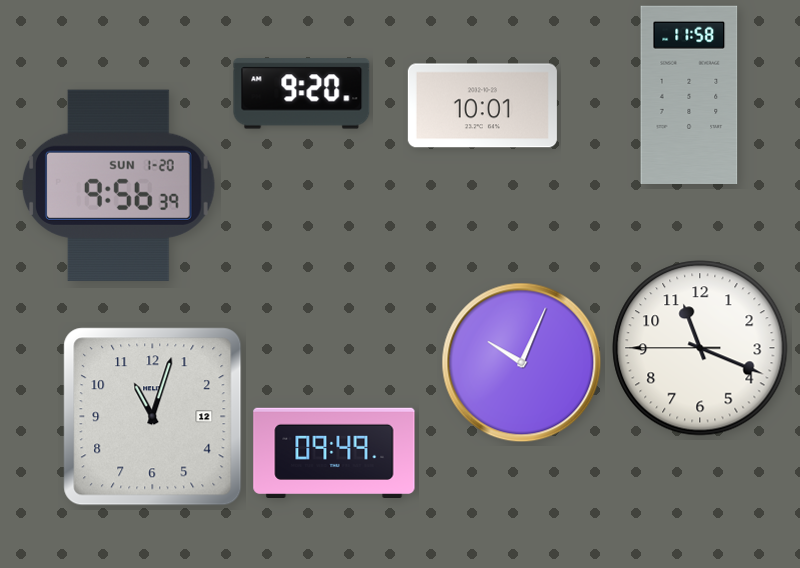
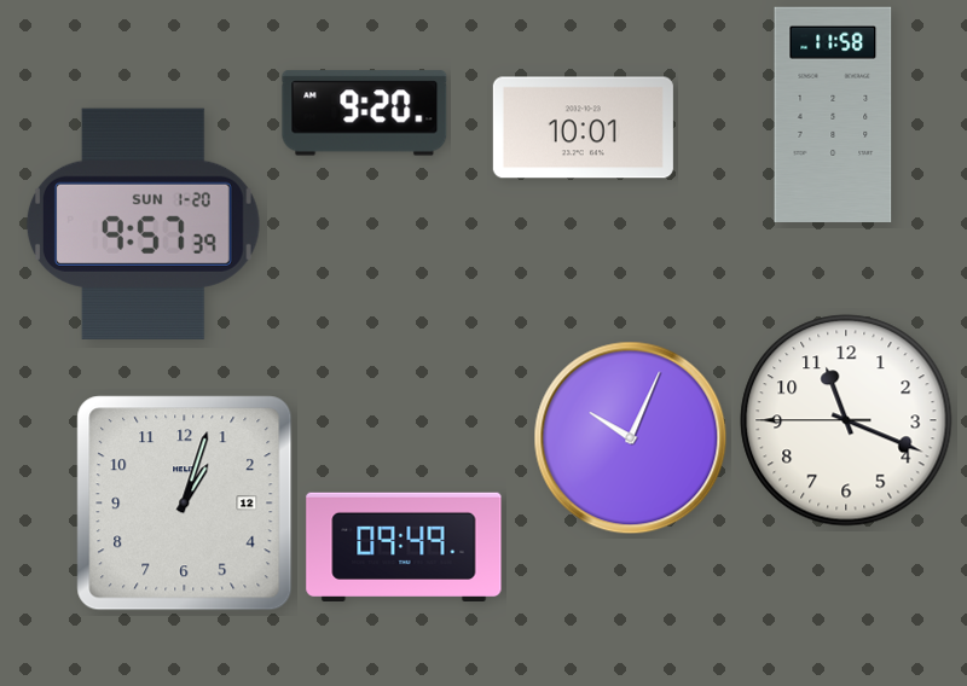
clock at (118, 185): 9:56 -> 9:57
clock at (153, 417): 11:03 -> 1:03
